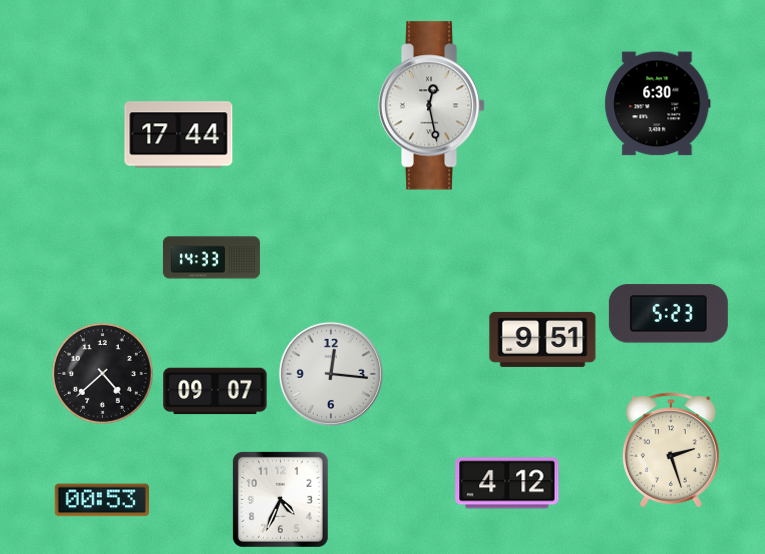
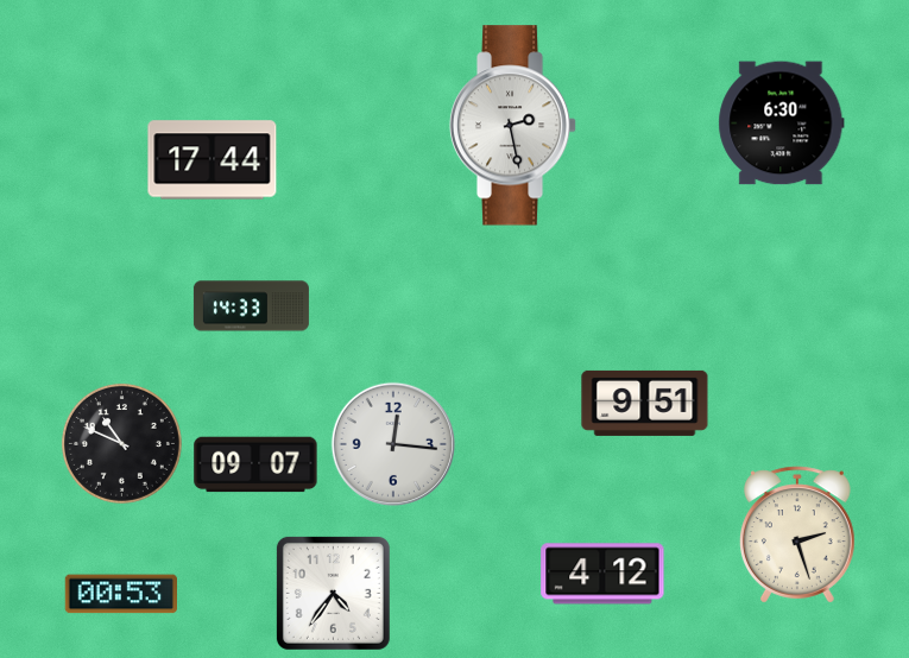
clock at (432, 106): 12:28 -> 2:28
clock at (668, 314): 5:23 -> none
clock at (102, 373): 4:38 -> 10:49
clock at (280, 499): 4:34 -> 4:36
